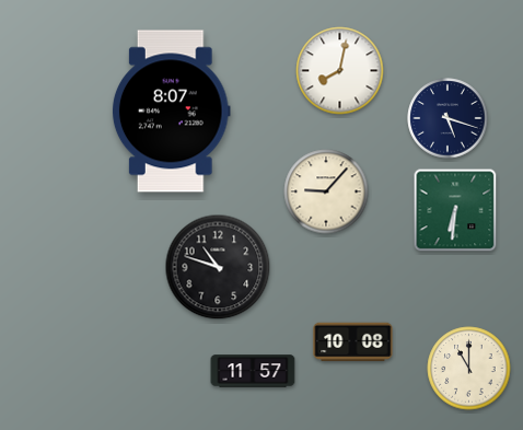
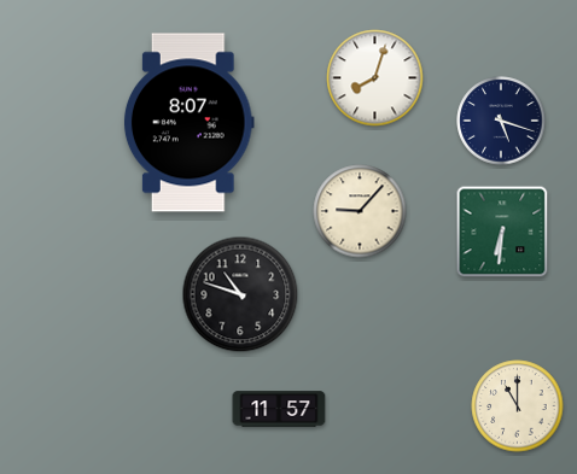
clock at (340, 71): 8:02 -> 8:03
clock at (448, 118) position: (448, 118) -> (501, 121)
clock at (353, 342): 10:08 -> none
